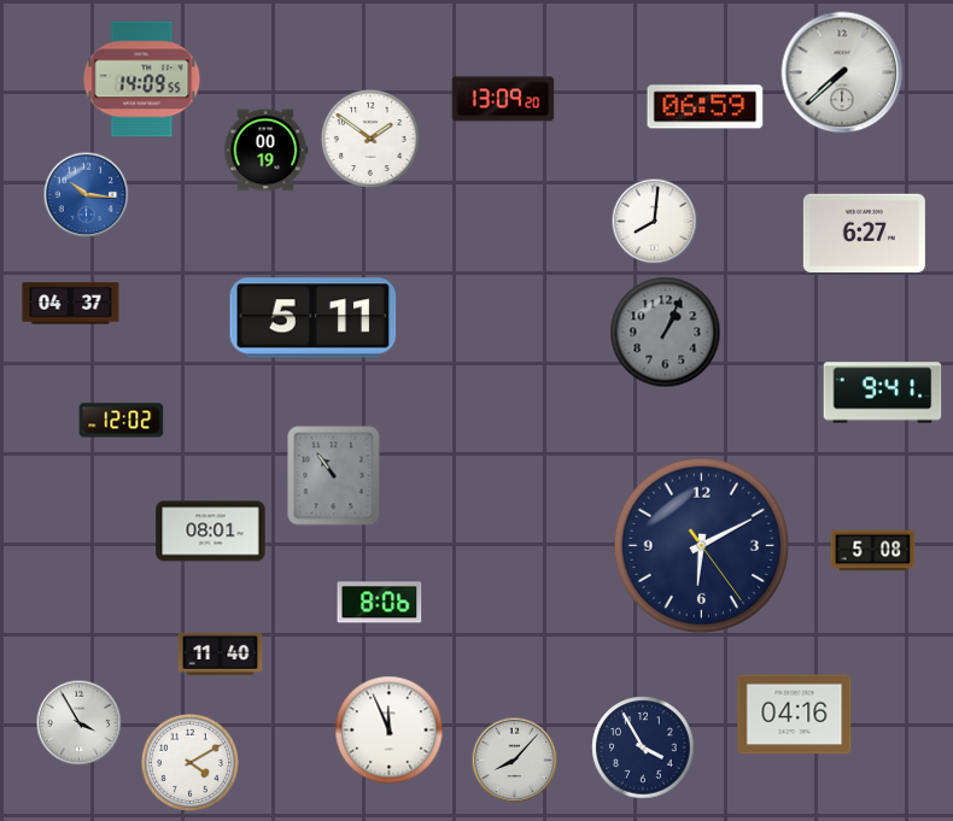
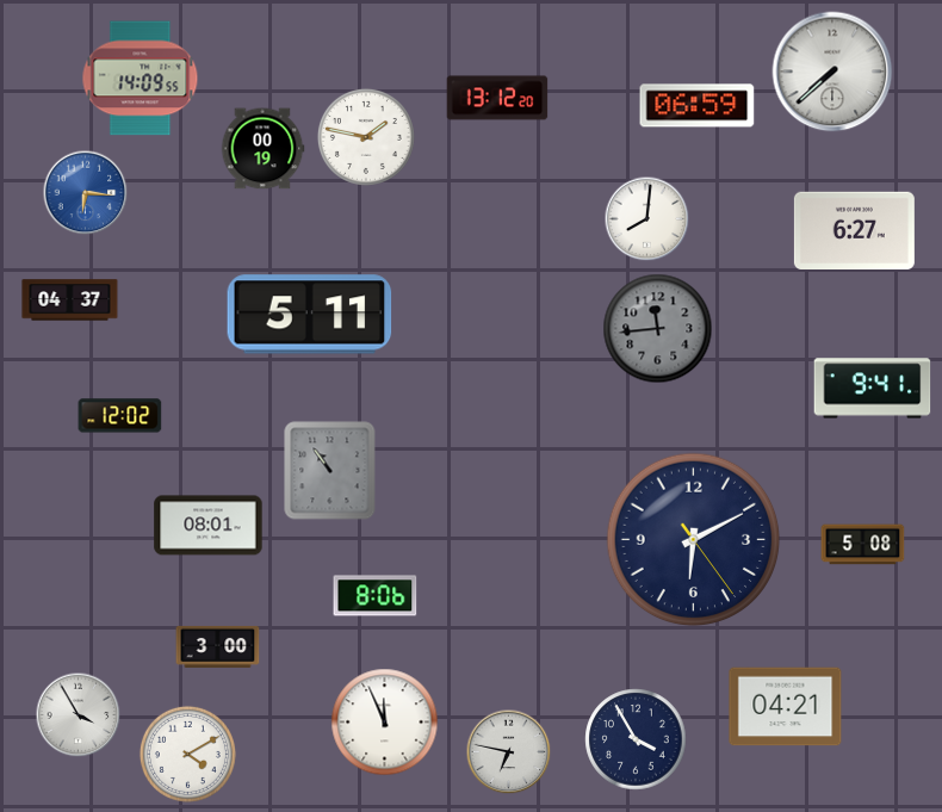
clock at (503, 99): 13:09 -> 13:12
clock at (370, 139): 1:51 -> 1:47
clock at (87, 195): 10:16 -> 6:16
clock at (666, 333): 1:04 -> 11:44
clock at (221, 653): 11:40 -> 3:00
clock at (795, 715): 04:16 -> 04:21
clock at (515, 761): 8:07 -> 6:47
